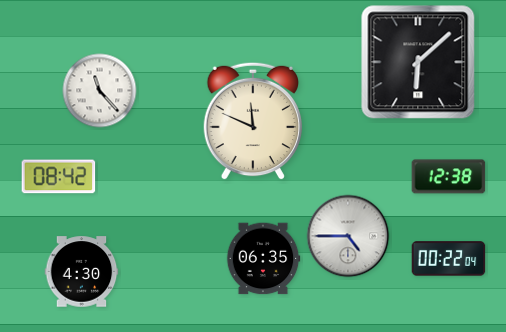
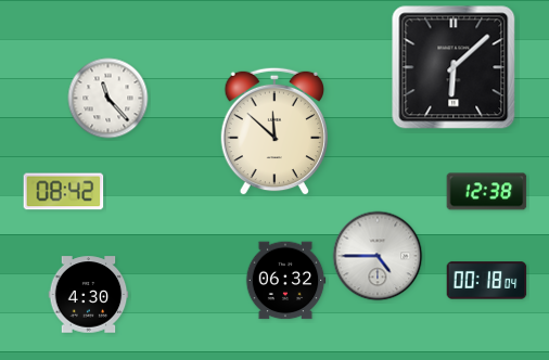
clock at (252, 121): 11:49 -> 11:52
clock at (263, 259): 06:35 -> 06:32
clock at (449, 259): 00:22 -> 00:18
